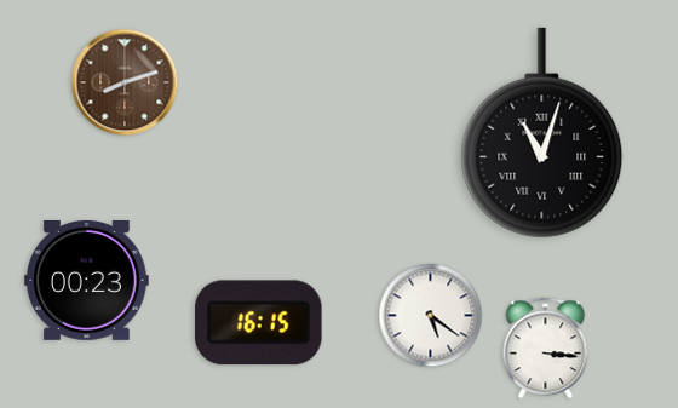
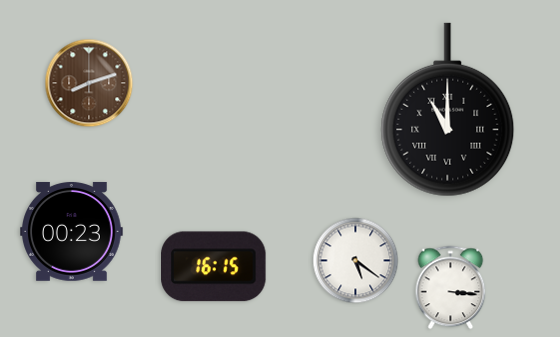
clock at (125, 82) position: (125, 82) -> (89, 83)
clock at (542, 133): 11:03 -> 11:00
